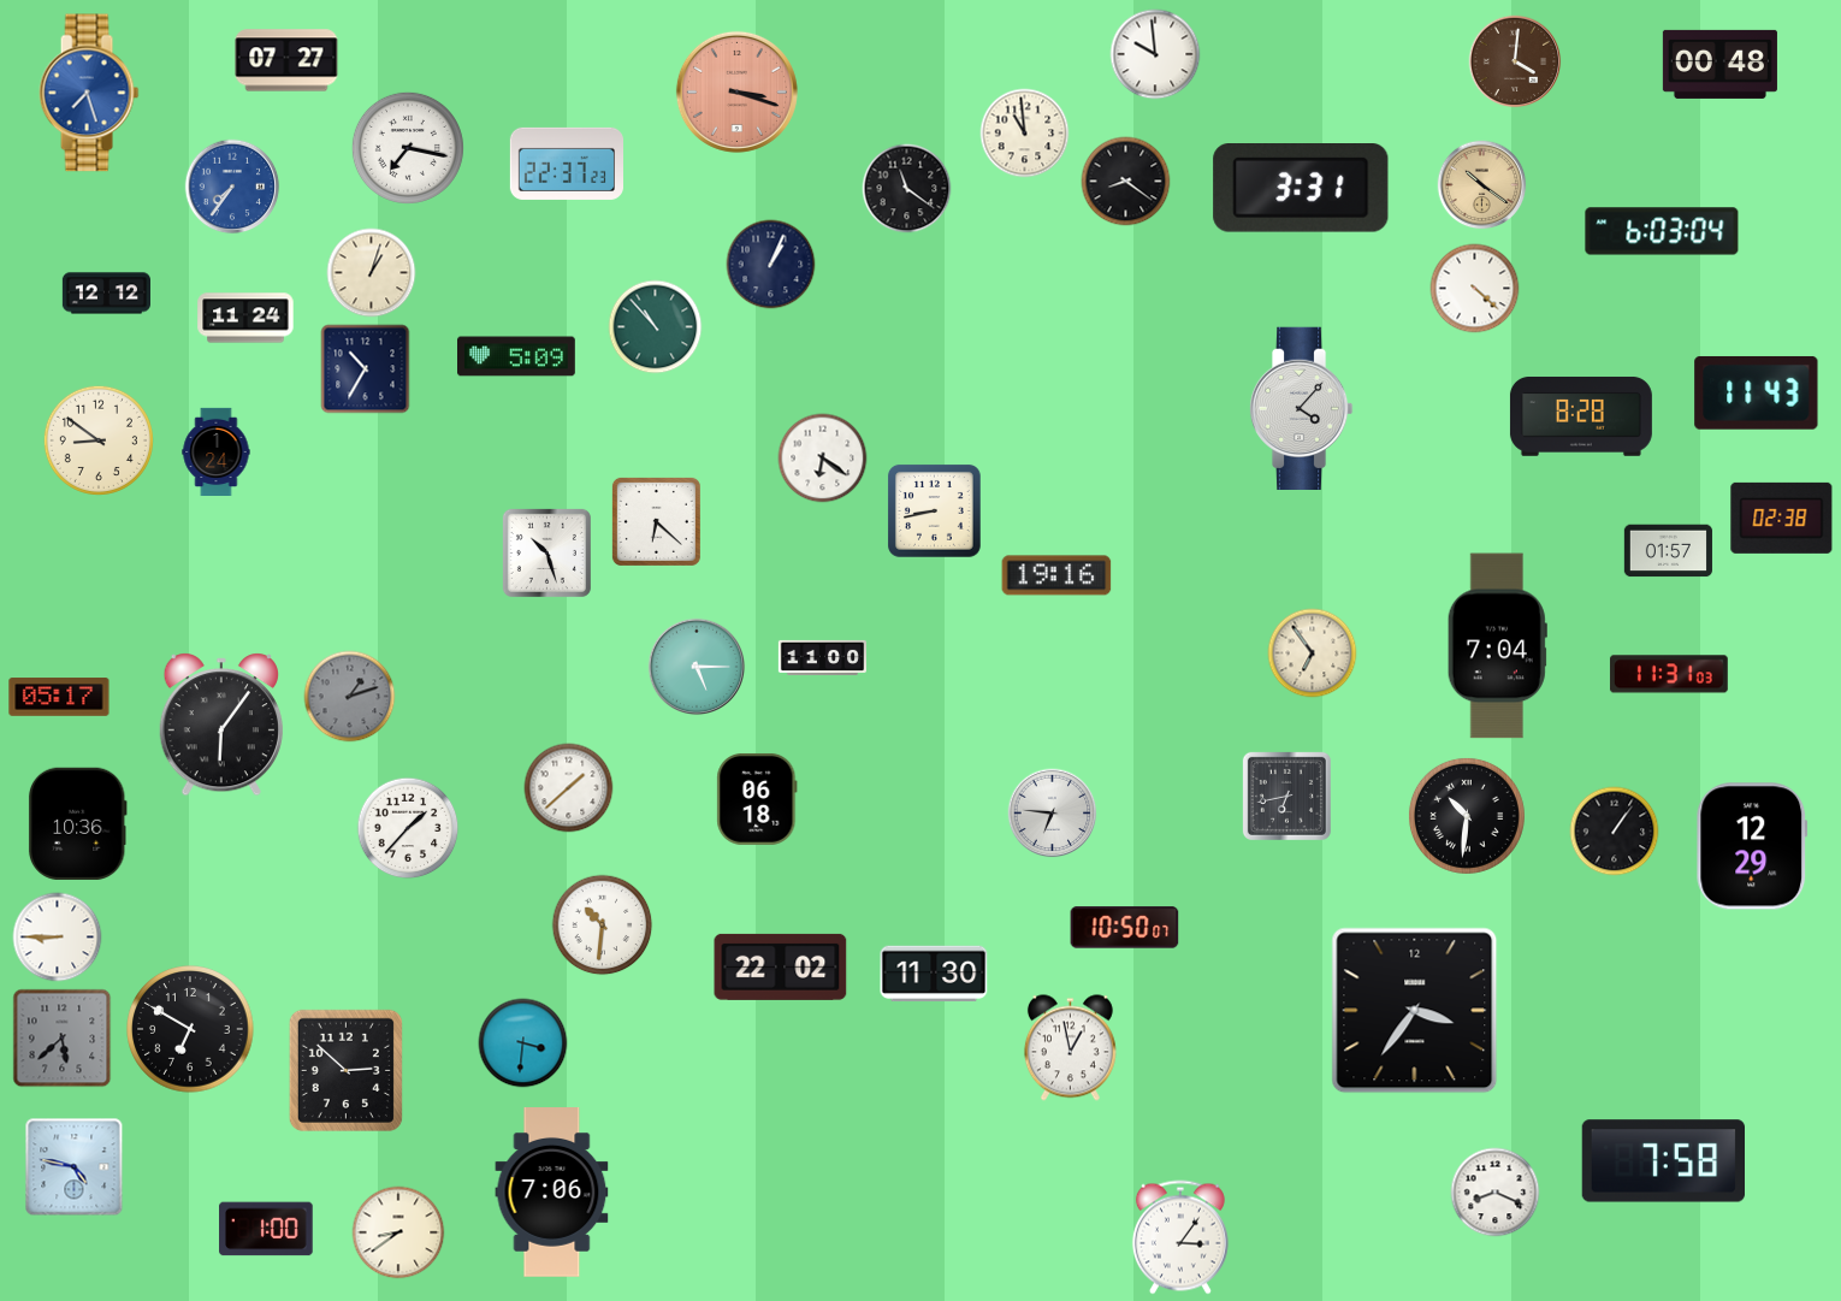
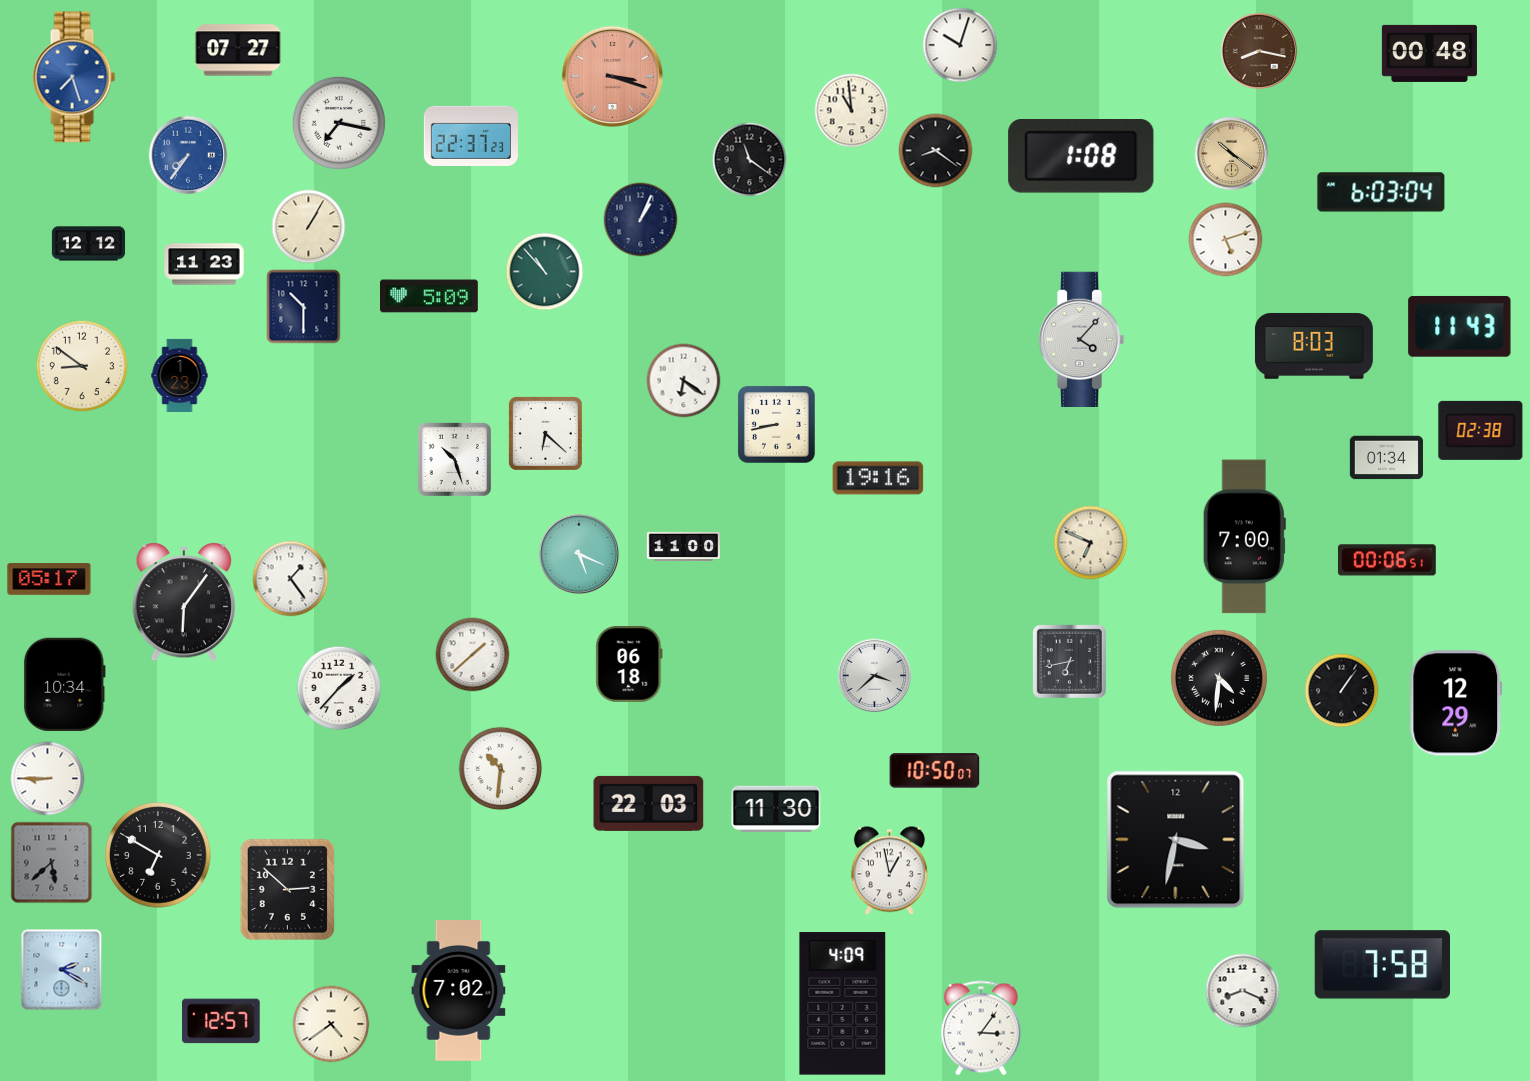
clock at (1155, 54): 9:59 -> 10:03
clock at (1515, 61): 4:01 -> 8:17
clock at (232, 187) position: (232, 187) -> (188, 155)
clock at (1301, 188): 3:31 -> 1:08
clock at (907, 189) position: (907, 189) -> (750, 160)
clock at (372, 273): 1:03 -> 1:05
clock at (1475, 289): 4:22 -> 5:12
clock at (245, 318): 11:24 -> 11:23
clock at (366, 369): 10:35 -> 10:30
clock at (1581, 416): 8:28 -> 8:03
clock at (217, 451): 1:24 -> 1:23
clock at (1668, 551): 01:57 -> 01:34
clock at (1497, 646): 7:04 -> 7:00
clock at (1313, 654): 6:54 -> 6:49
clock at (697, 667): 5:15 -> 5:19
clock at (1669, 674): 11:31 -> 00:06
clock at (350, 697): 1:12 -> 1:24
clock at (350, 697) dial: grey -> white
clock at (1053, 814): 6:46 -> 3:38
clock at (1467, 816): 10:31 -> 4:31
clock at (77, 823): 10:36 -> 10:34
clock at (781, 966): 22:02 -> 22:03
clock at (1415, 1011): 3:36 -> 3:32
clock at (523, 1043): 3:31 -> none
clock at (75, 1167): 4:47 -> 2:20
clock at (552, 1193): 7:06 -> 7:02
clock at (843, 1004): none -> 4:09
clock at (266, 1229): 1:00 -> 12:57
clock at (398, 1232): 8:39 -> 4:39
